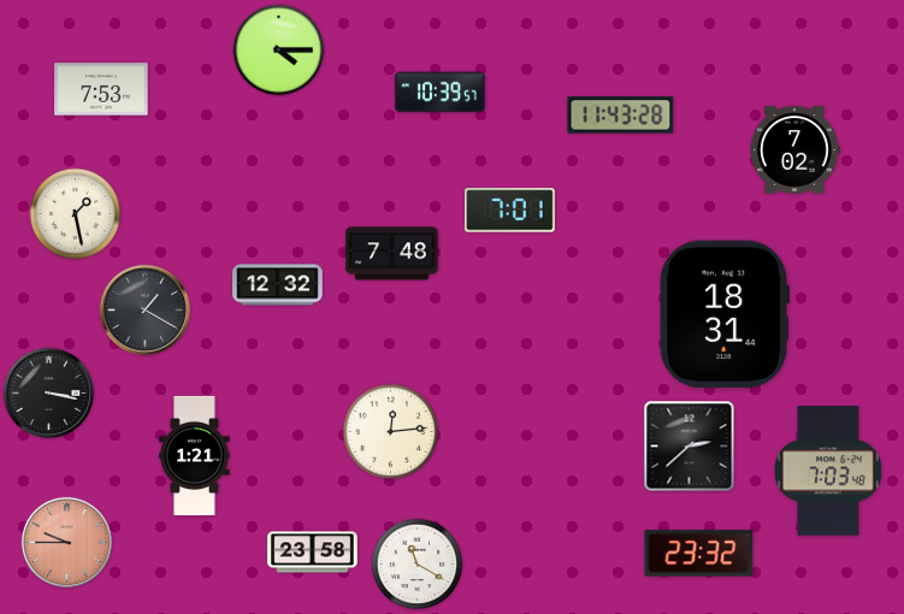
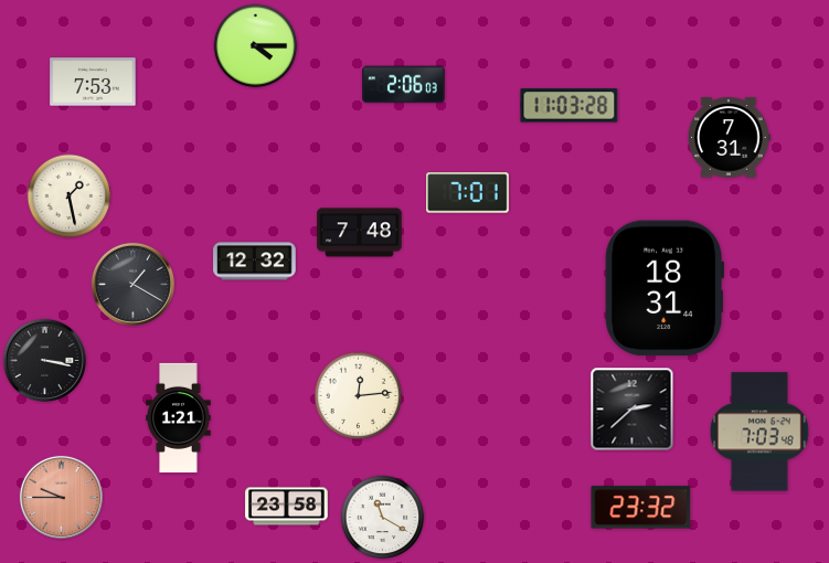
clock at (441, 93): 10:39 -> 2:06
clock at (621, 116): 11:43 -> 11:03
clock at (794, 150): 7:02 -> 7:31
